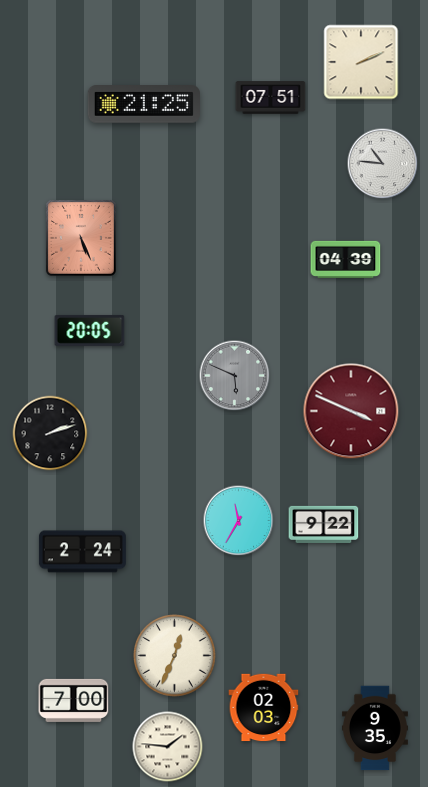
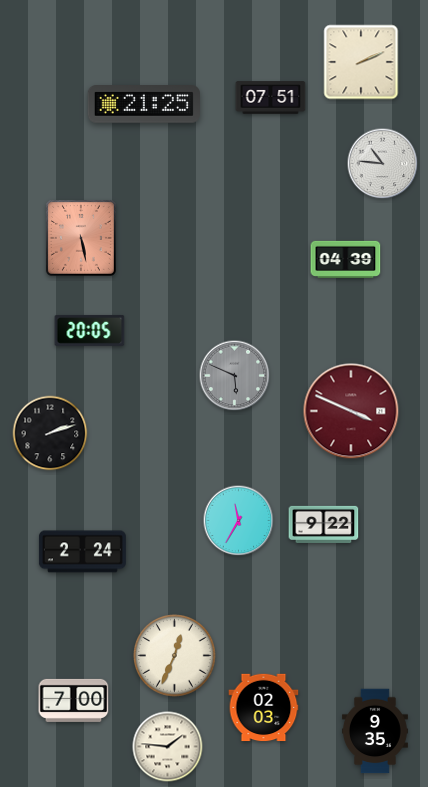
clock at (81, 238): 5:26 -> 5:28
clock at (375, 728) position: (375, 728) -> (375, 731)
